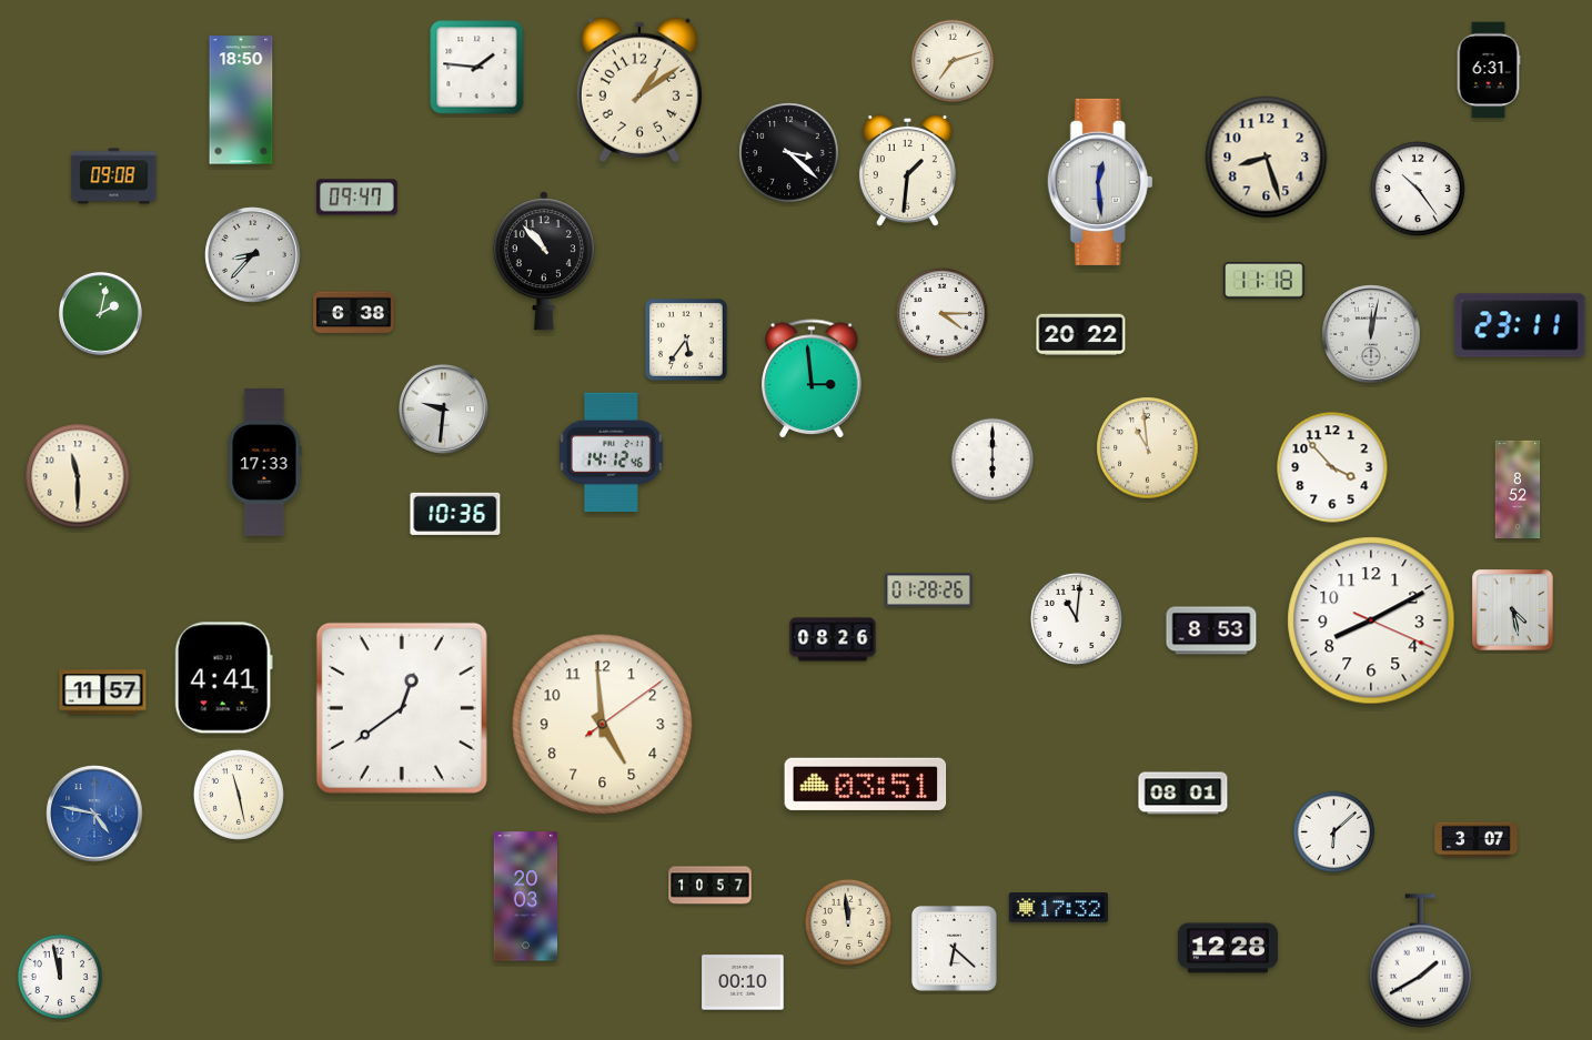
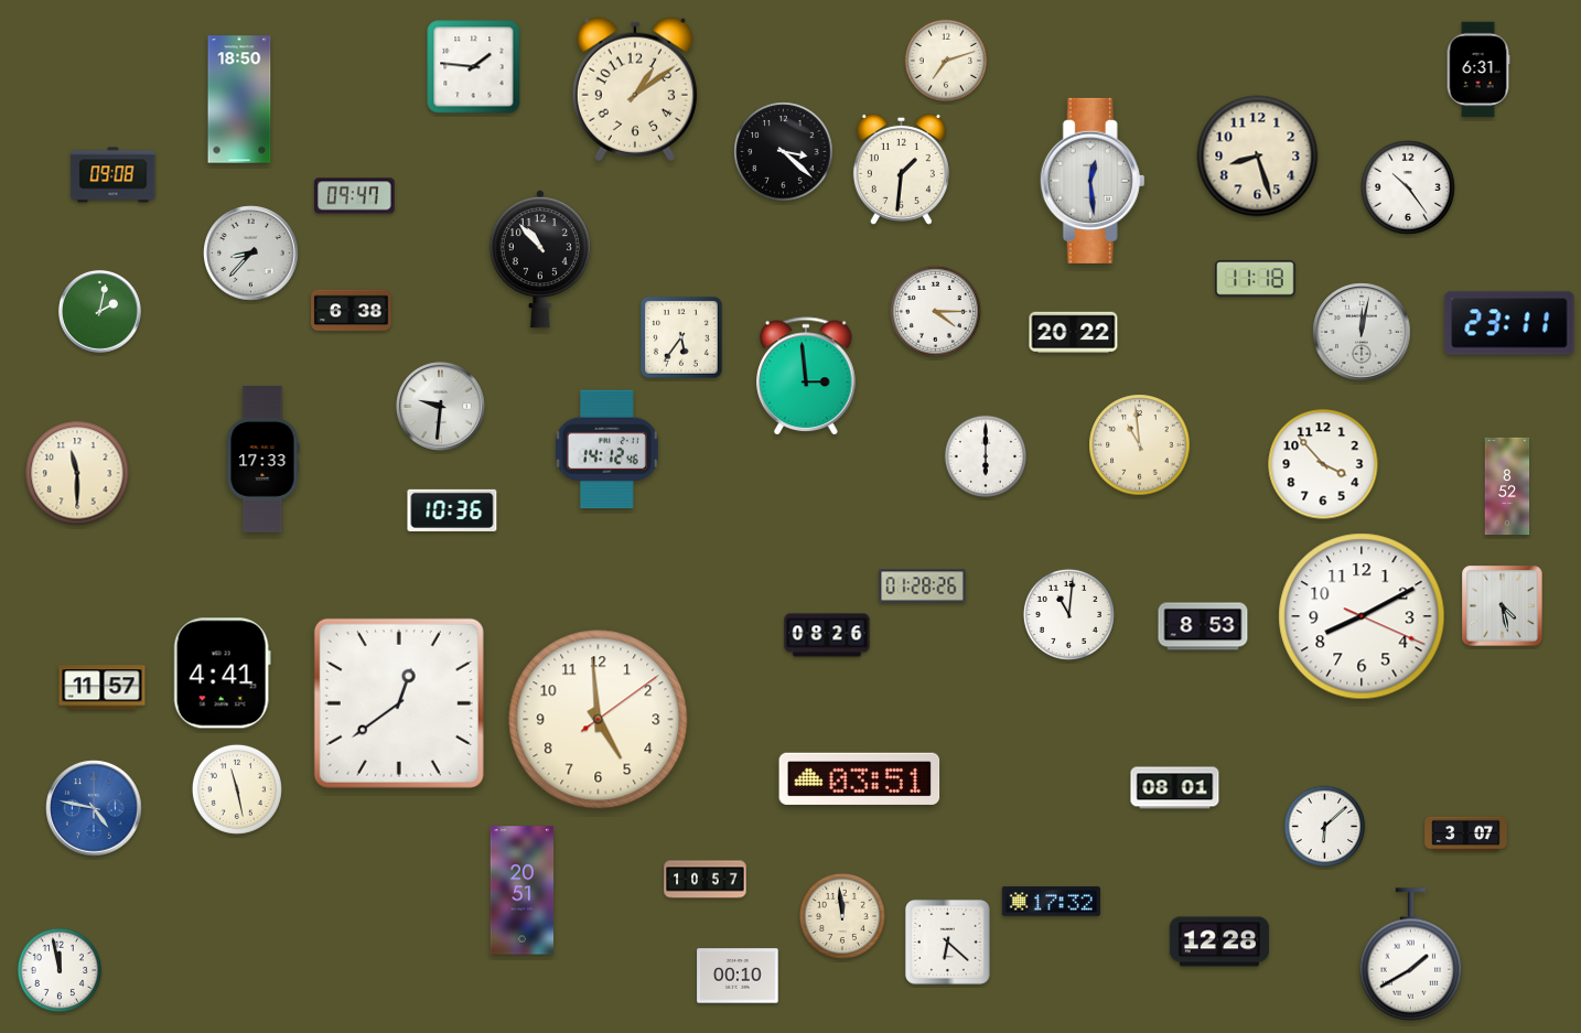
clock at (526, 897): 20:03 -> 20:51
